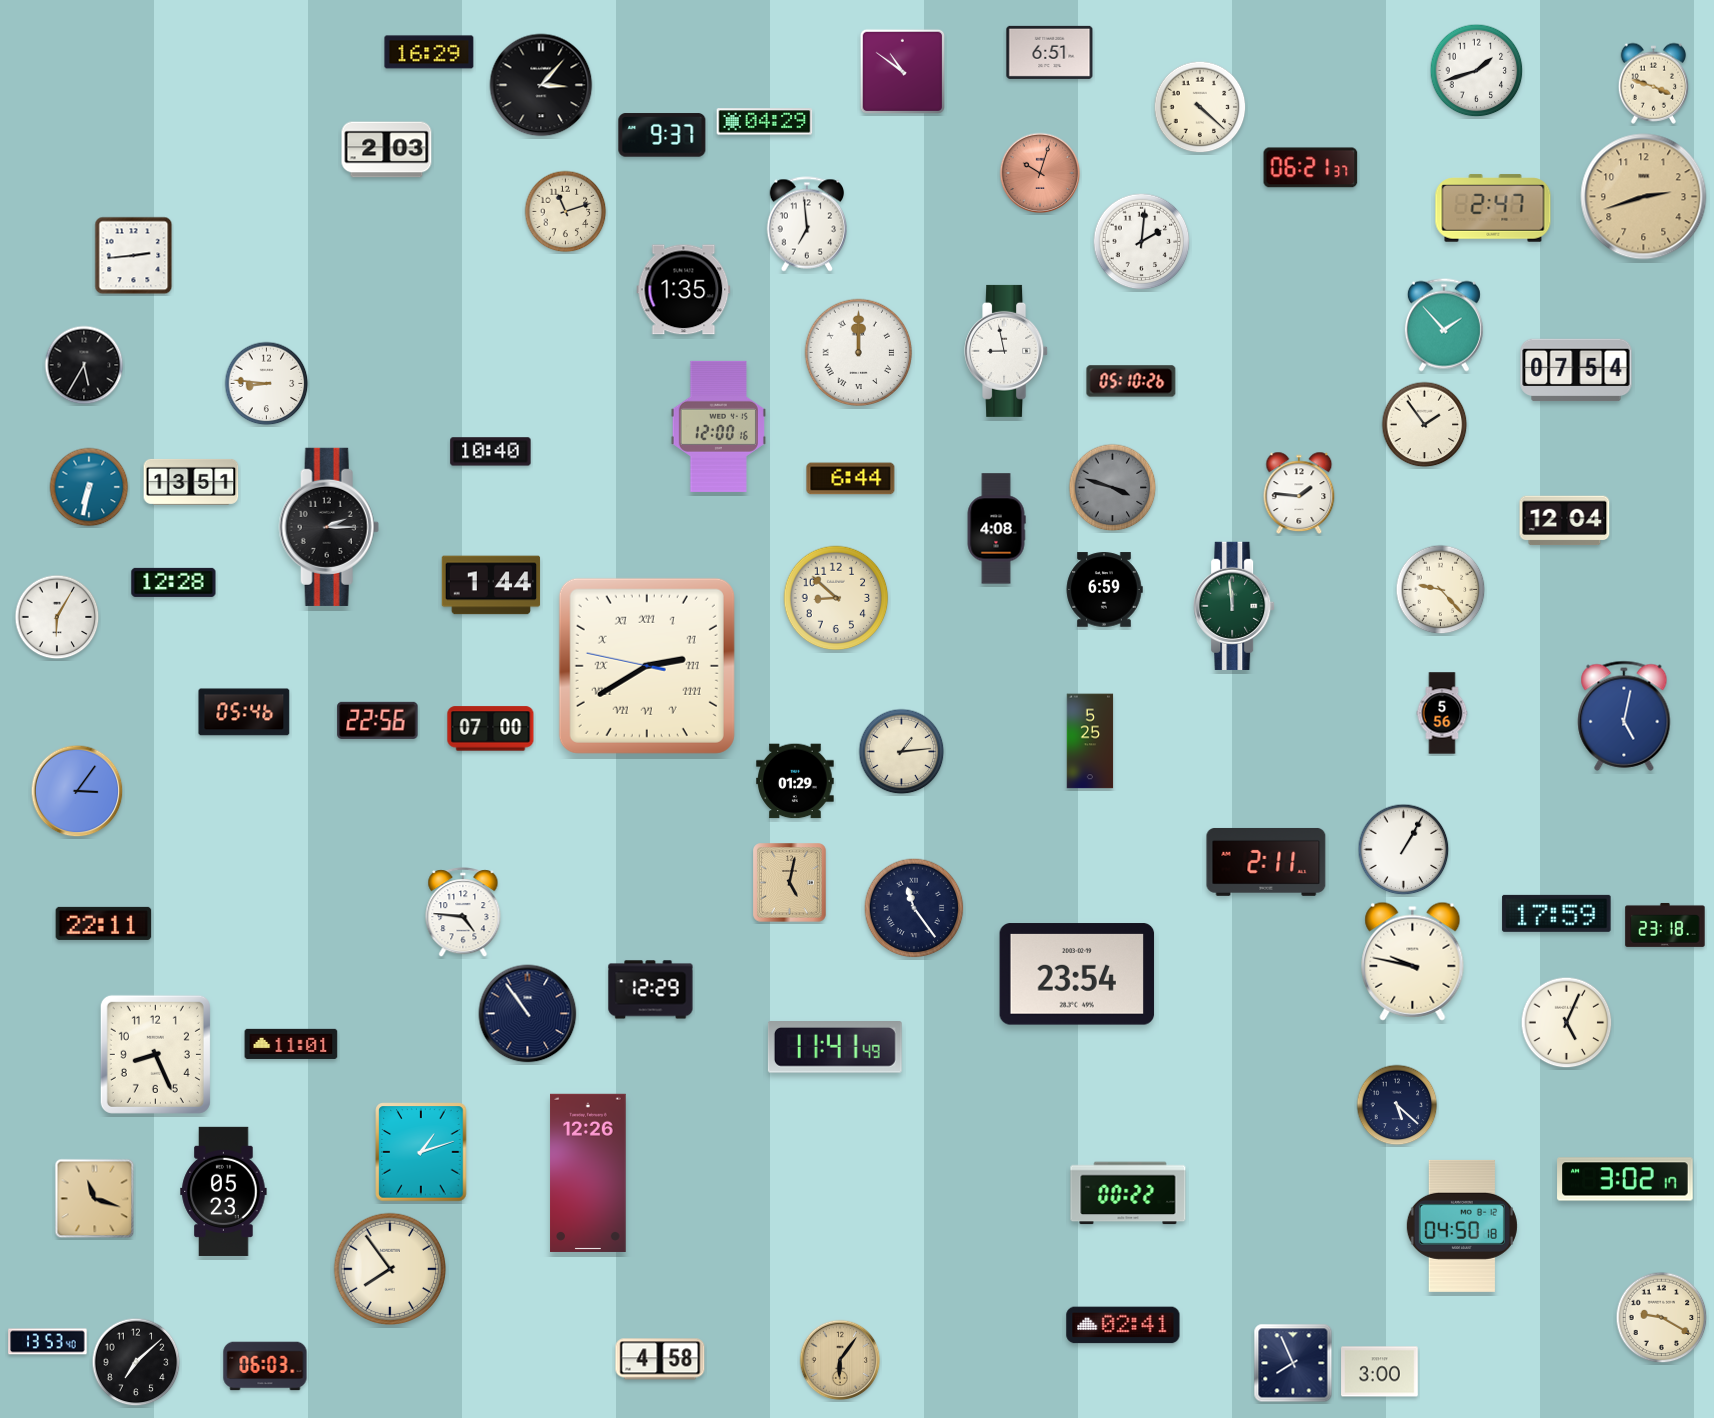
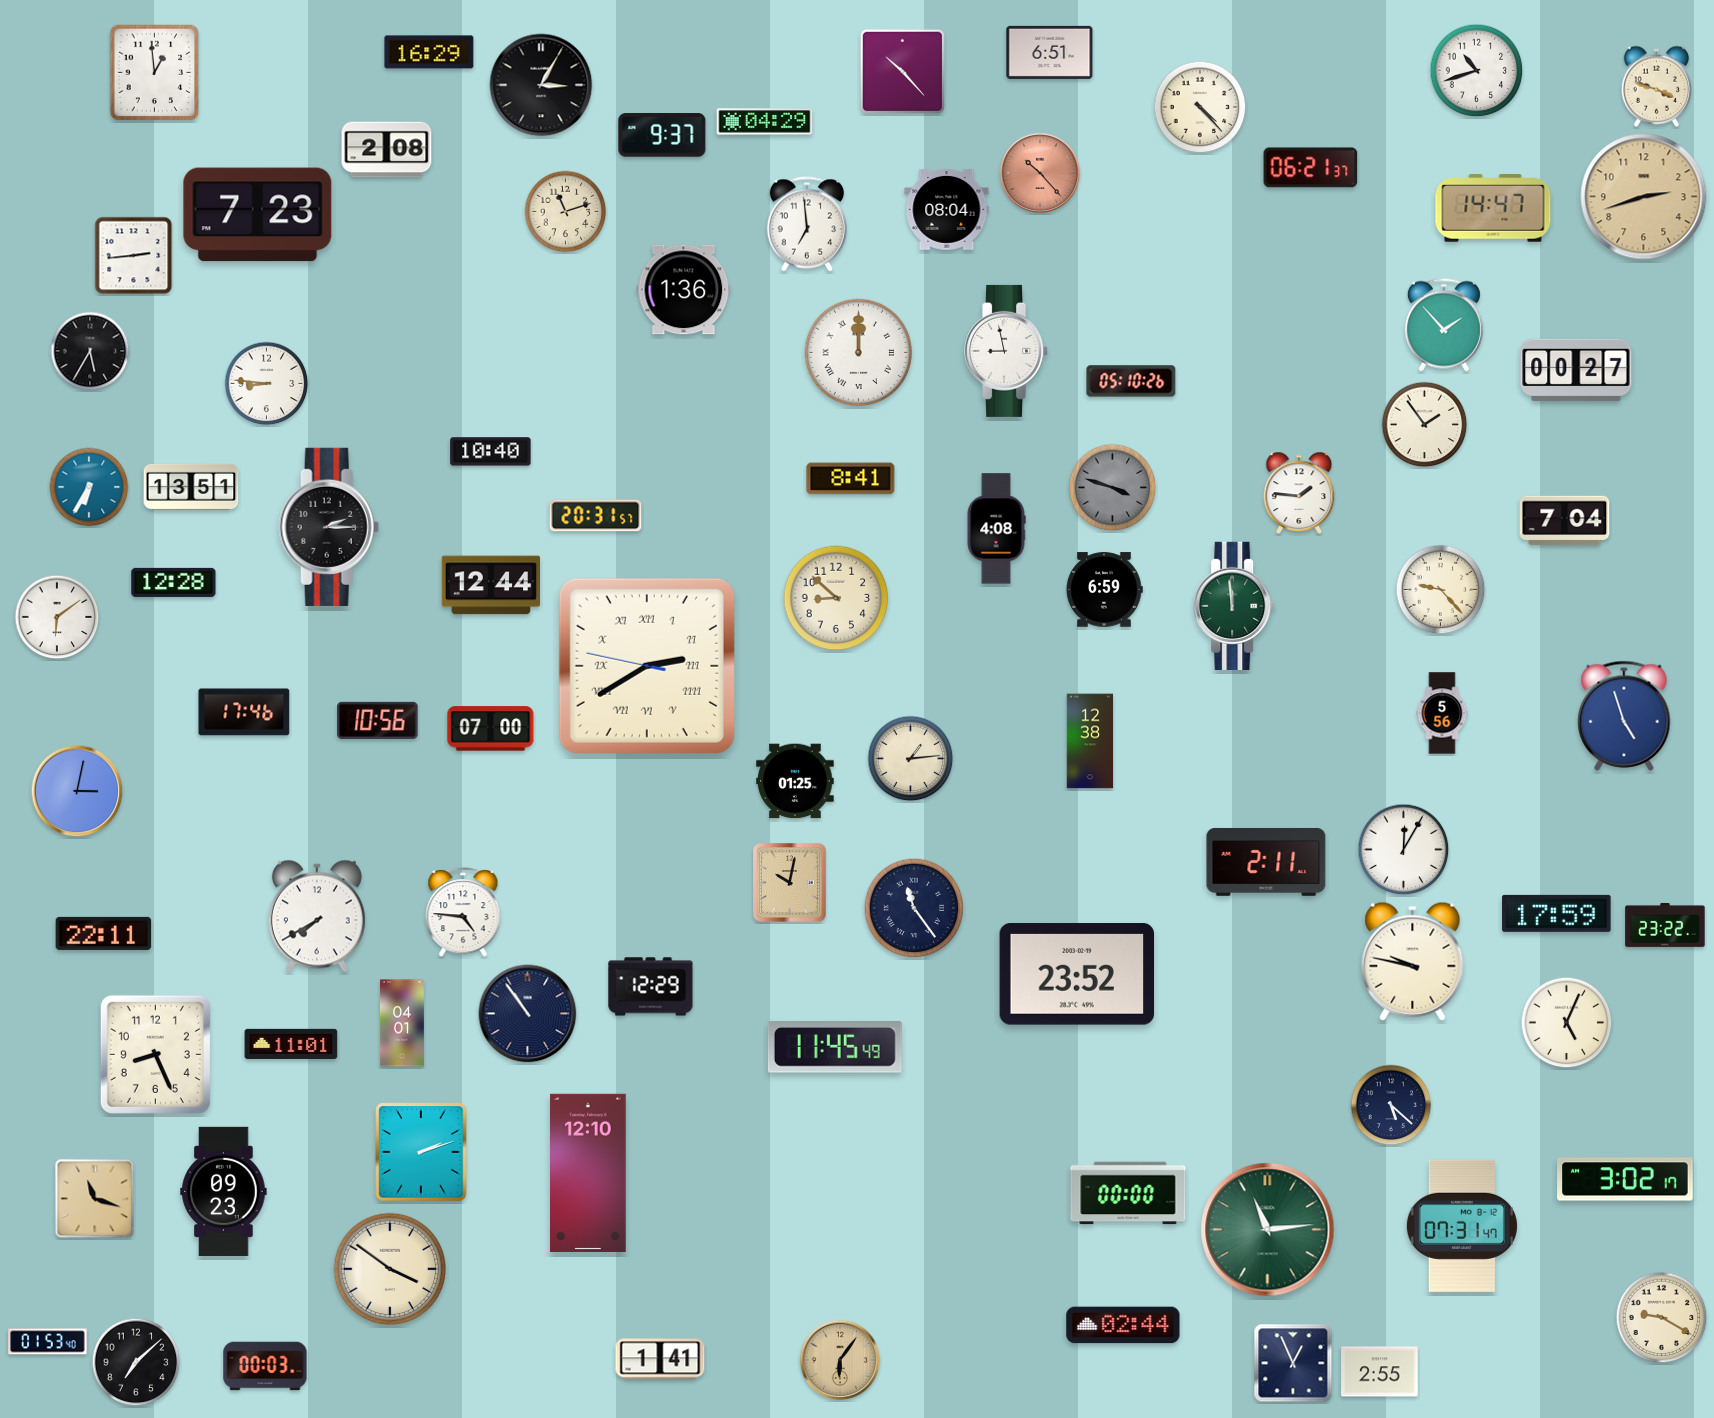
clock at (902, 71): 10:51 -> 10:23
clock at (1477, 71): 1:42 -> 10:42
clock at (155, 73): none -> 12:59
clock at (1654, 83) position: (1654, 83) -> (1657, 86)
clock at (541, 85): 3:07 -> 3:05
clock at (1200, 107): 4:22 -> 4:23
clock at (387, 150): 2:03 -> 2:08
clock at (1040, 173): 10:03 -> 10:23
clock at (1493, 208): 2:47 -> 14:47
clock at (947, 209): none -> 08:04
clock at (258, 215): none -> 7:23
clock at (1142, 242): 2:01 -> none
clock at (684, 290): 1:35 -> 1:36
clock at (84, 365) position: (84, 365) -> (90, 351)
clock at (1576, 370): 07:54 -> 00:27
clock at (718, 426): 12:00 -> none
clock at (851, 479): 6:44 -> 8:41
clock at (191, 482) position: (191, 482) -> (191, 487)
clock at (89, 487): 6:32 -> 6:35
clock at (596, 516): none -> 20:31
clock at (1565, 521): 12:04 -> 7:04
clock at (491, 585): 1:44 -> 12:44
clock at (57, 617): 6:05 -> 6:09
clock at (244, 712): 05:46 -> 17:46
clock at (1624, 716): 5:02 -> 4:57
clock at (378, 720): 22:56 -> 10:56
clock at (1090, 741): 5:25 -> 12:38
clock at (902, 752) position: (902, 752) -> (911, 759)
clock at (795, 781): 01:29 -> 01:25
clock at (77, 791): 3:06 -> 3:02
clock at (1404, 850): 1:05 -> 12:05
clock at (790, 883): 5:02 -> 10:02
clock at (317, 916): none -> 7:40
clock at (104, 923) position: (104, 923) -> (104, 933)
clock at (1665, 925): 23:18 -> 23:22
clock at (1077, 974): 23:54 -> 23:52
clock at (651, 990) position: (651, 990) -> (651, 987)
clock at (403, 1023): none -> 04:01
clock at (835, 1048): 11:41 -> 11:45
clock at (1397, 1105) position: (1397, 1105) -> (1391, 1105)
clock at (421, 1152): 1:12 -> 2:12
clock at (588, 1173): 12:26 -> 12:10
clock at (224, 1191): 05:23 -> 09:23
clock at (1128, 1193): 00:22 -> 00:00
clock at (1462, 1226): 04:50 -> 07:31
clock at (1268, 1230): none -> 11:14
clock at (390, 1269): 7:54 -> 3:51
clock at (1123, 1325): 02:41 -> 02:44
clock at (48, 1342): 13:53 -> 01:53
clock at (660, 1359): 4:58 -> 1:41
clock at (1293, 1363): 7:56 -> 12:56
clock at (265, 1366): 06:03 -> 00:03
clock at (1380, 1372): 3:00 -> 2:55
